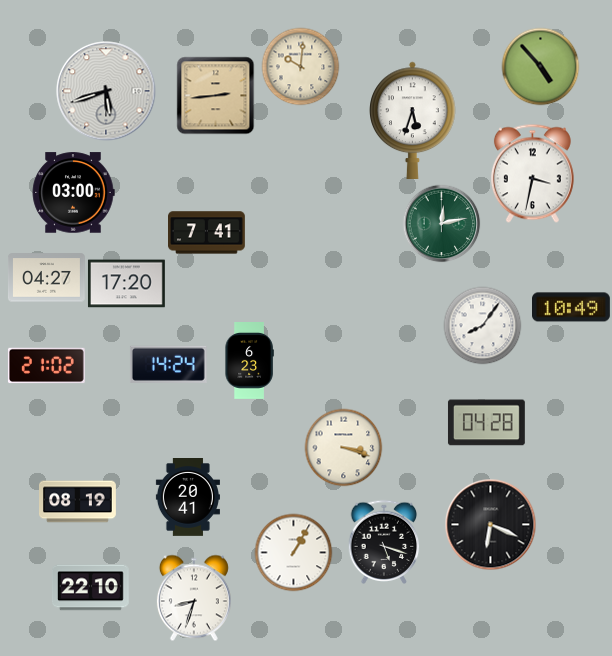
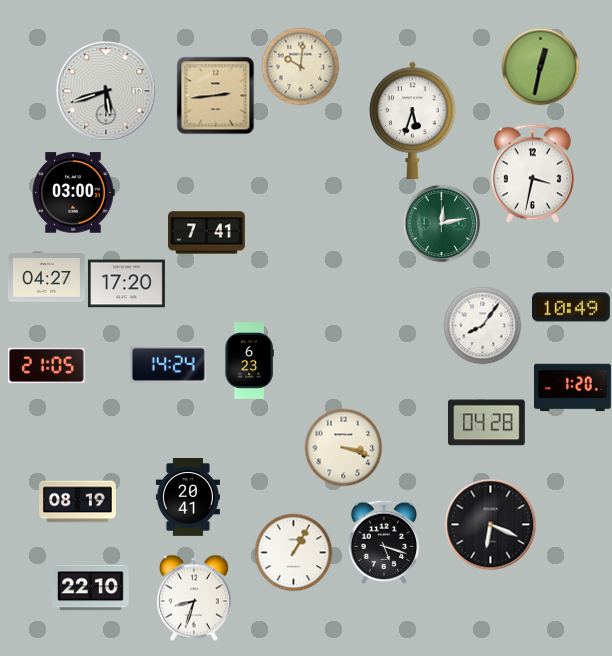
clock at (540, 66): 4:53 -> 12:32
clock at (46, 366): 21:02 -> 21:05
clock at (573, 388): none -> 1:20
